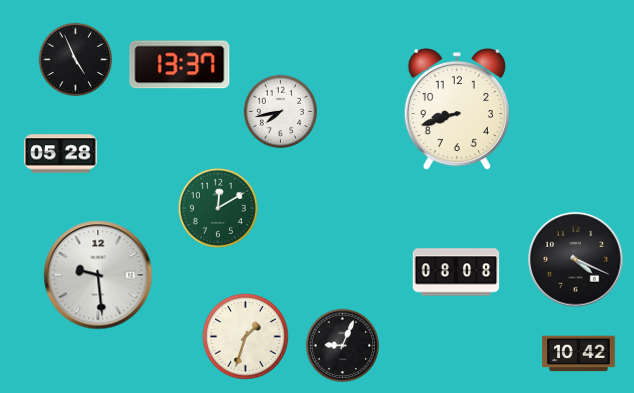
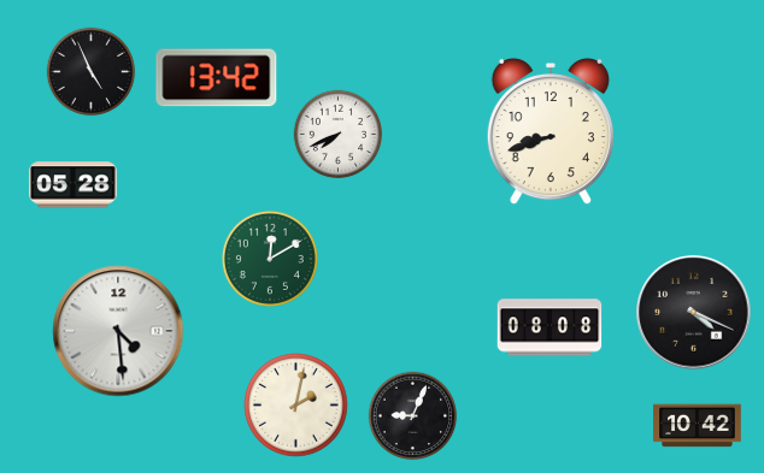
clock at (180, 65): 13:37 -> 13:42
clock at (281, 112): 7:43 -> 7:41
clock at (218, 208) position: (218, 208) -> (270, 259)
clock at (98, 275): 9:29 -> 4:29
clock at (246, 337): 1:33 -> 2:02
